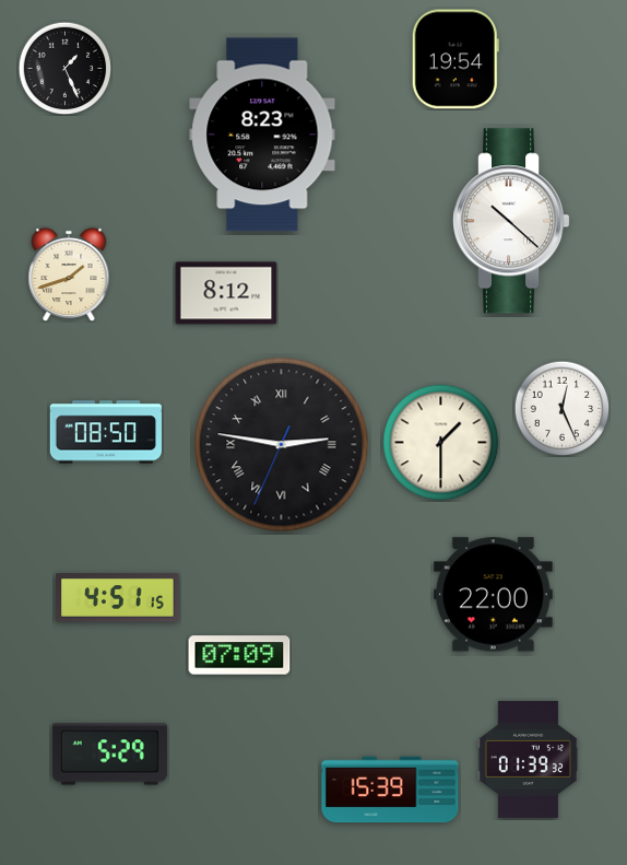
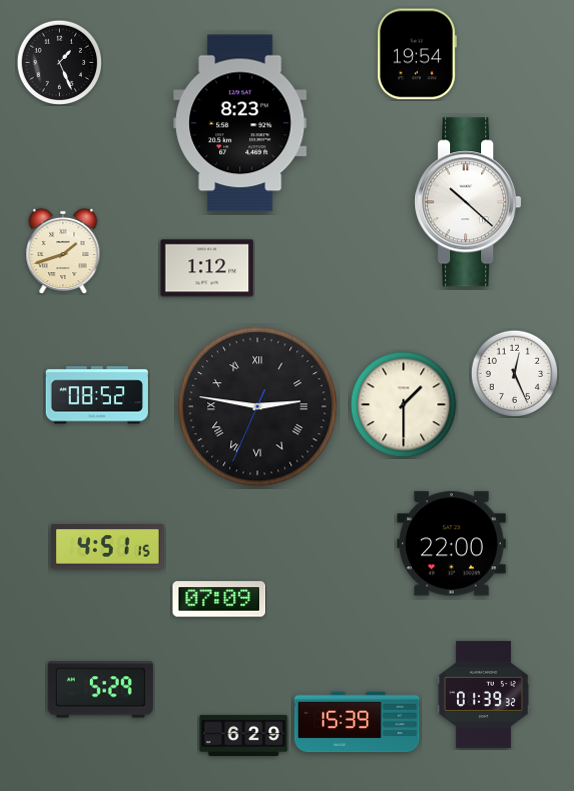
clock at (226, 293): 8:12 -> 1:12
clock at (105, 432): 08:50 -> 08:52
clock at (244, 735): none -> 6:29
